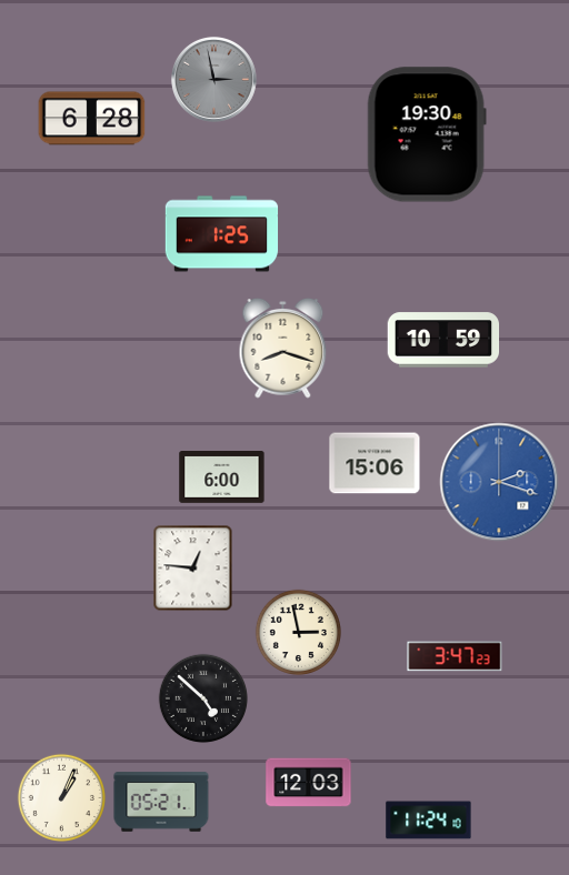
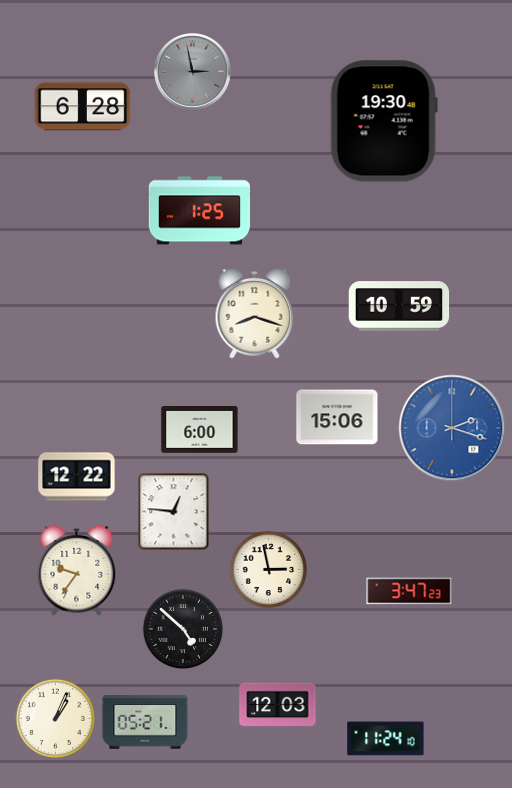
clock at (499, 482) position: (499, 482) -> (452, 428)
clock at (77, 477): none -> 12:22
clock at (77, 571): none -> 9:36
